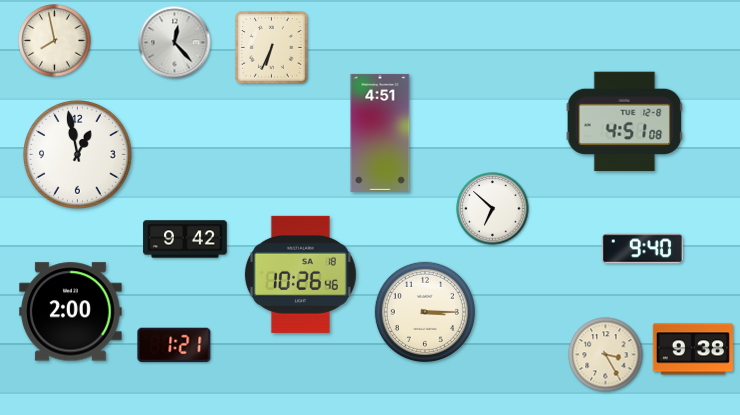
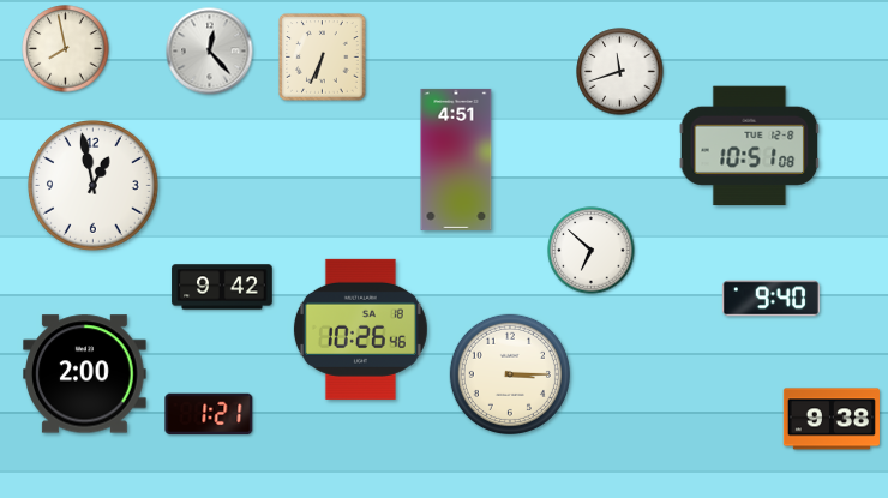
clock at (272, 48) position: (272, 48) -> (323, 58)
clock at (620, 72): none -> 11:42
clock at (625, 122): 4:51 -> 10:51
clock at (606, 355): 3:25 -> none
